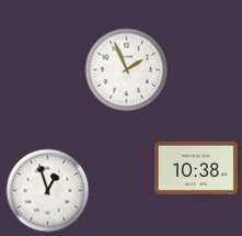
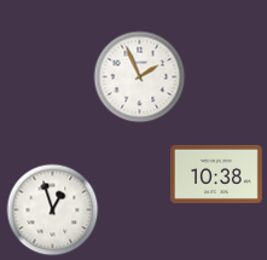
clock at (197, 168) position: (197, 168) -> (217, 174)
